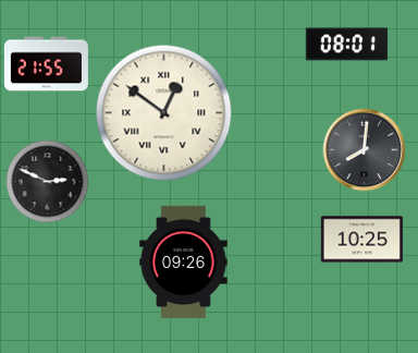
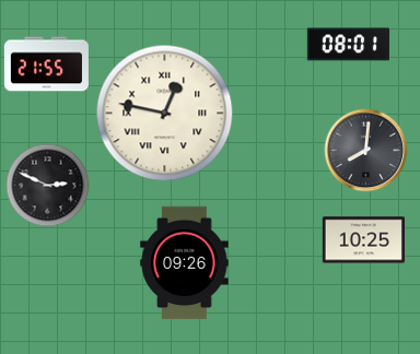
clock at (164, 113): 12:51 -> 12:47
clock at (48, 182) position: (48, 182) -> (48, 186)
